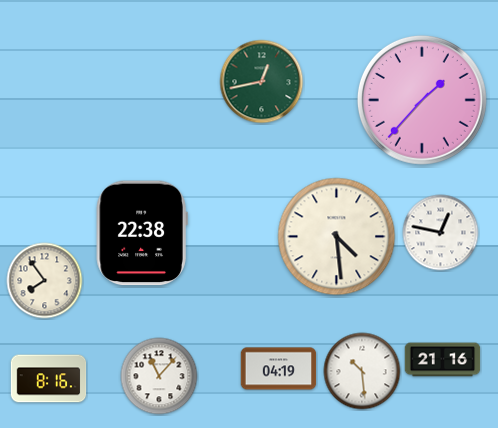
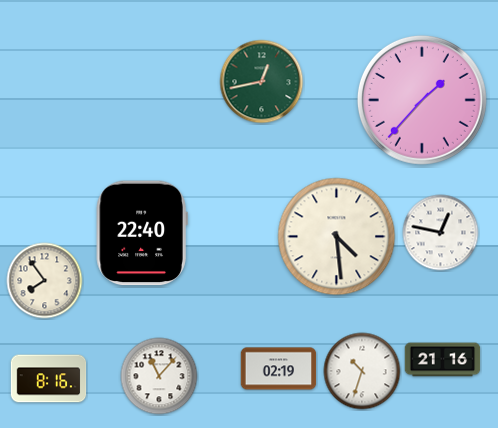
clock at (142, 233): 22:38 -> 22:40
clock at (279, 369): 04:19 -> 02:19
clock at (362, 371): 10:29 -> 10:33
